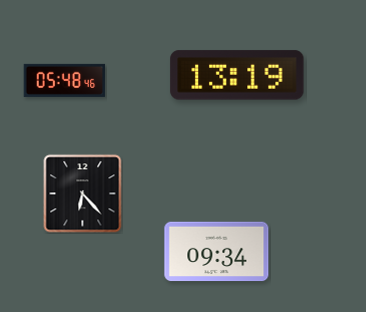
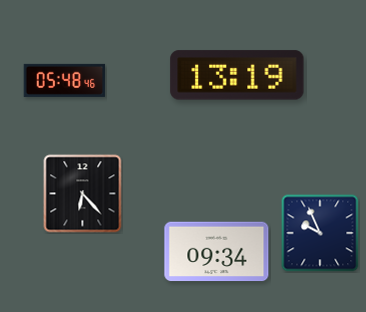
clock at (320, 233): none -> 9:56
